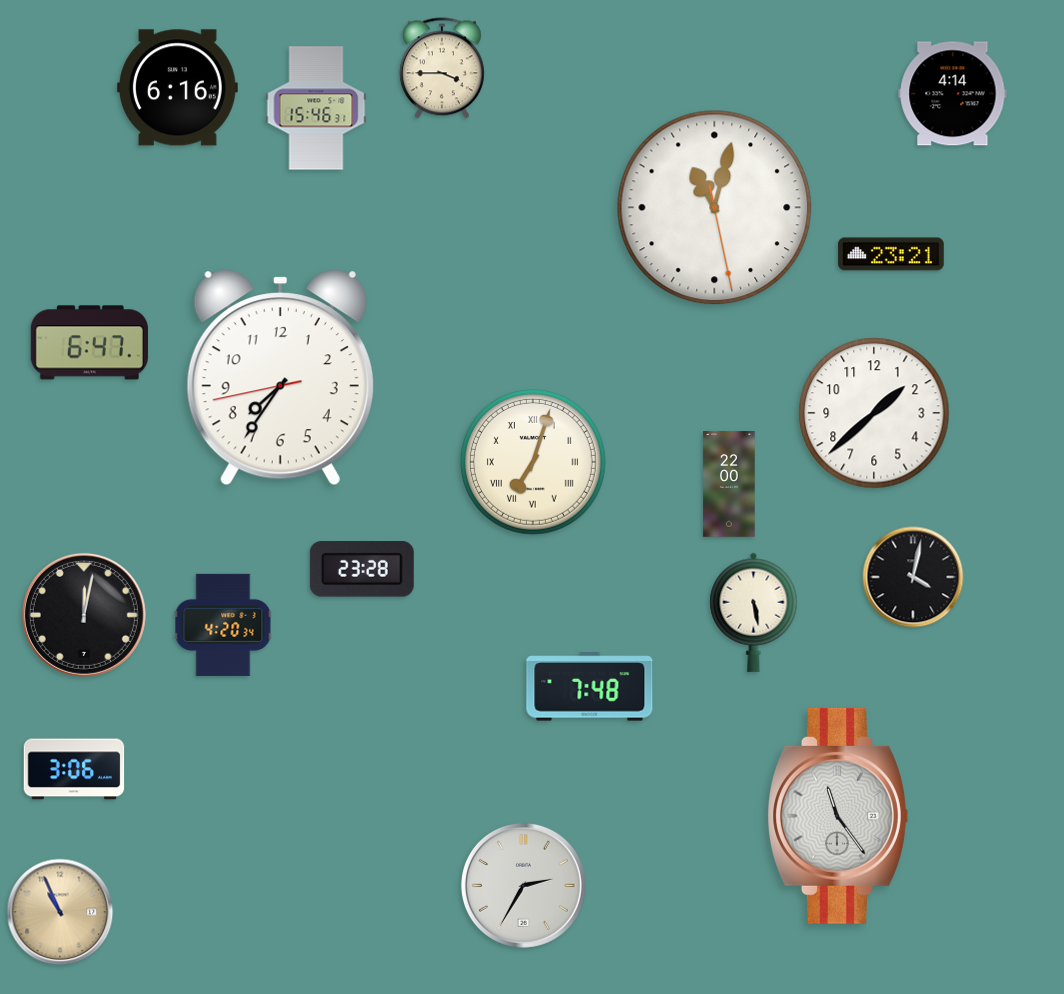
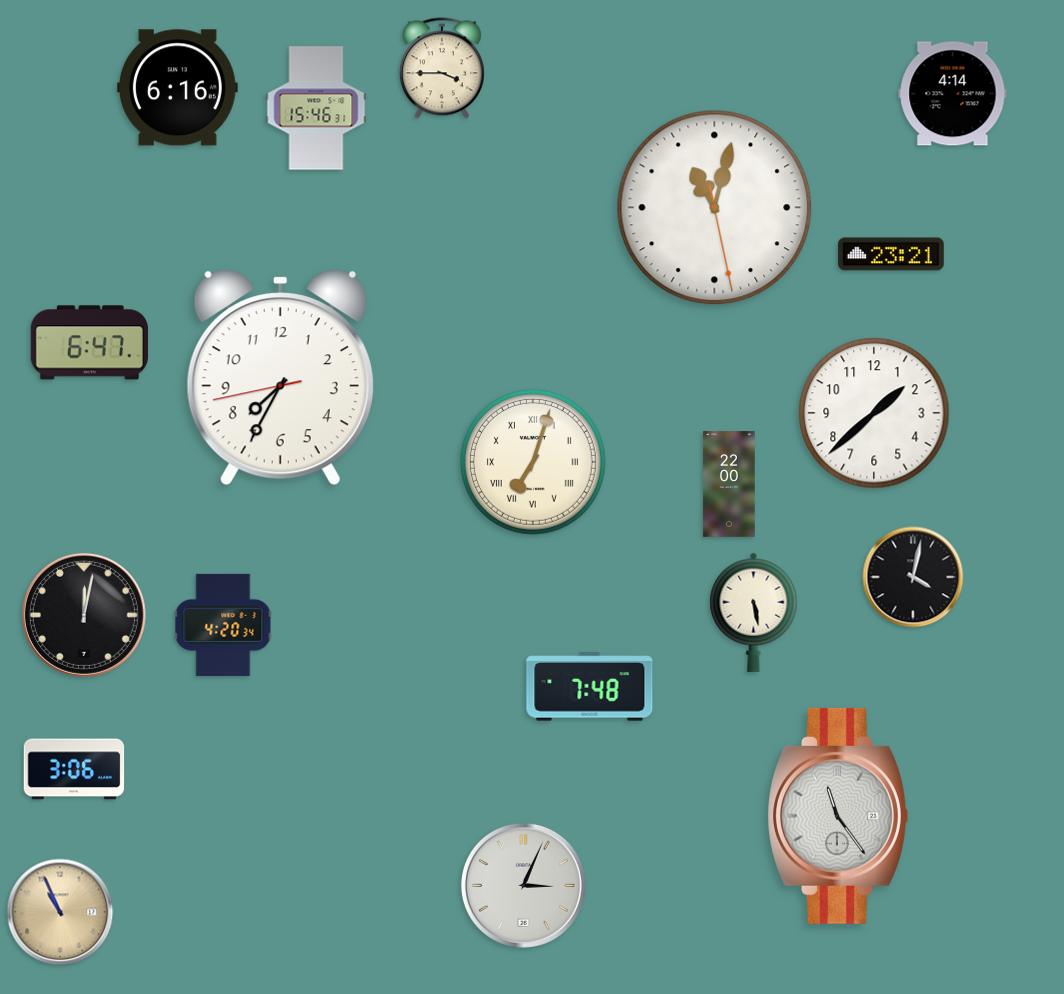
clock at (280, 378): 7:35 -> 7:34
clock at (362, 569): 23:28 -> none
clock at (523, 885): 2:35 -> 3:04
